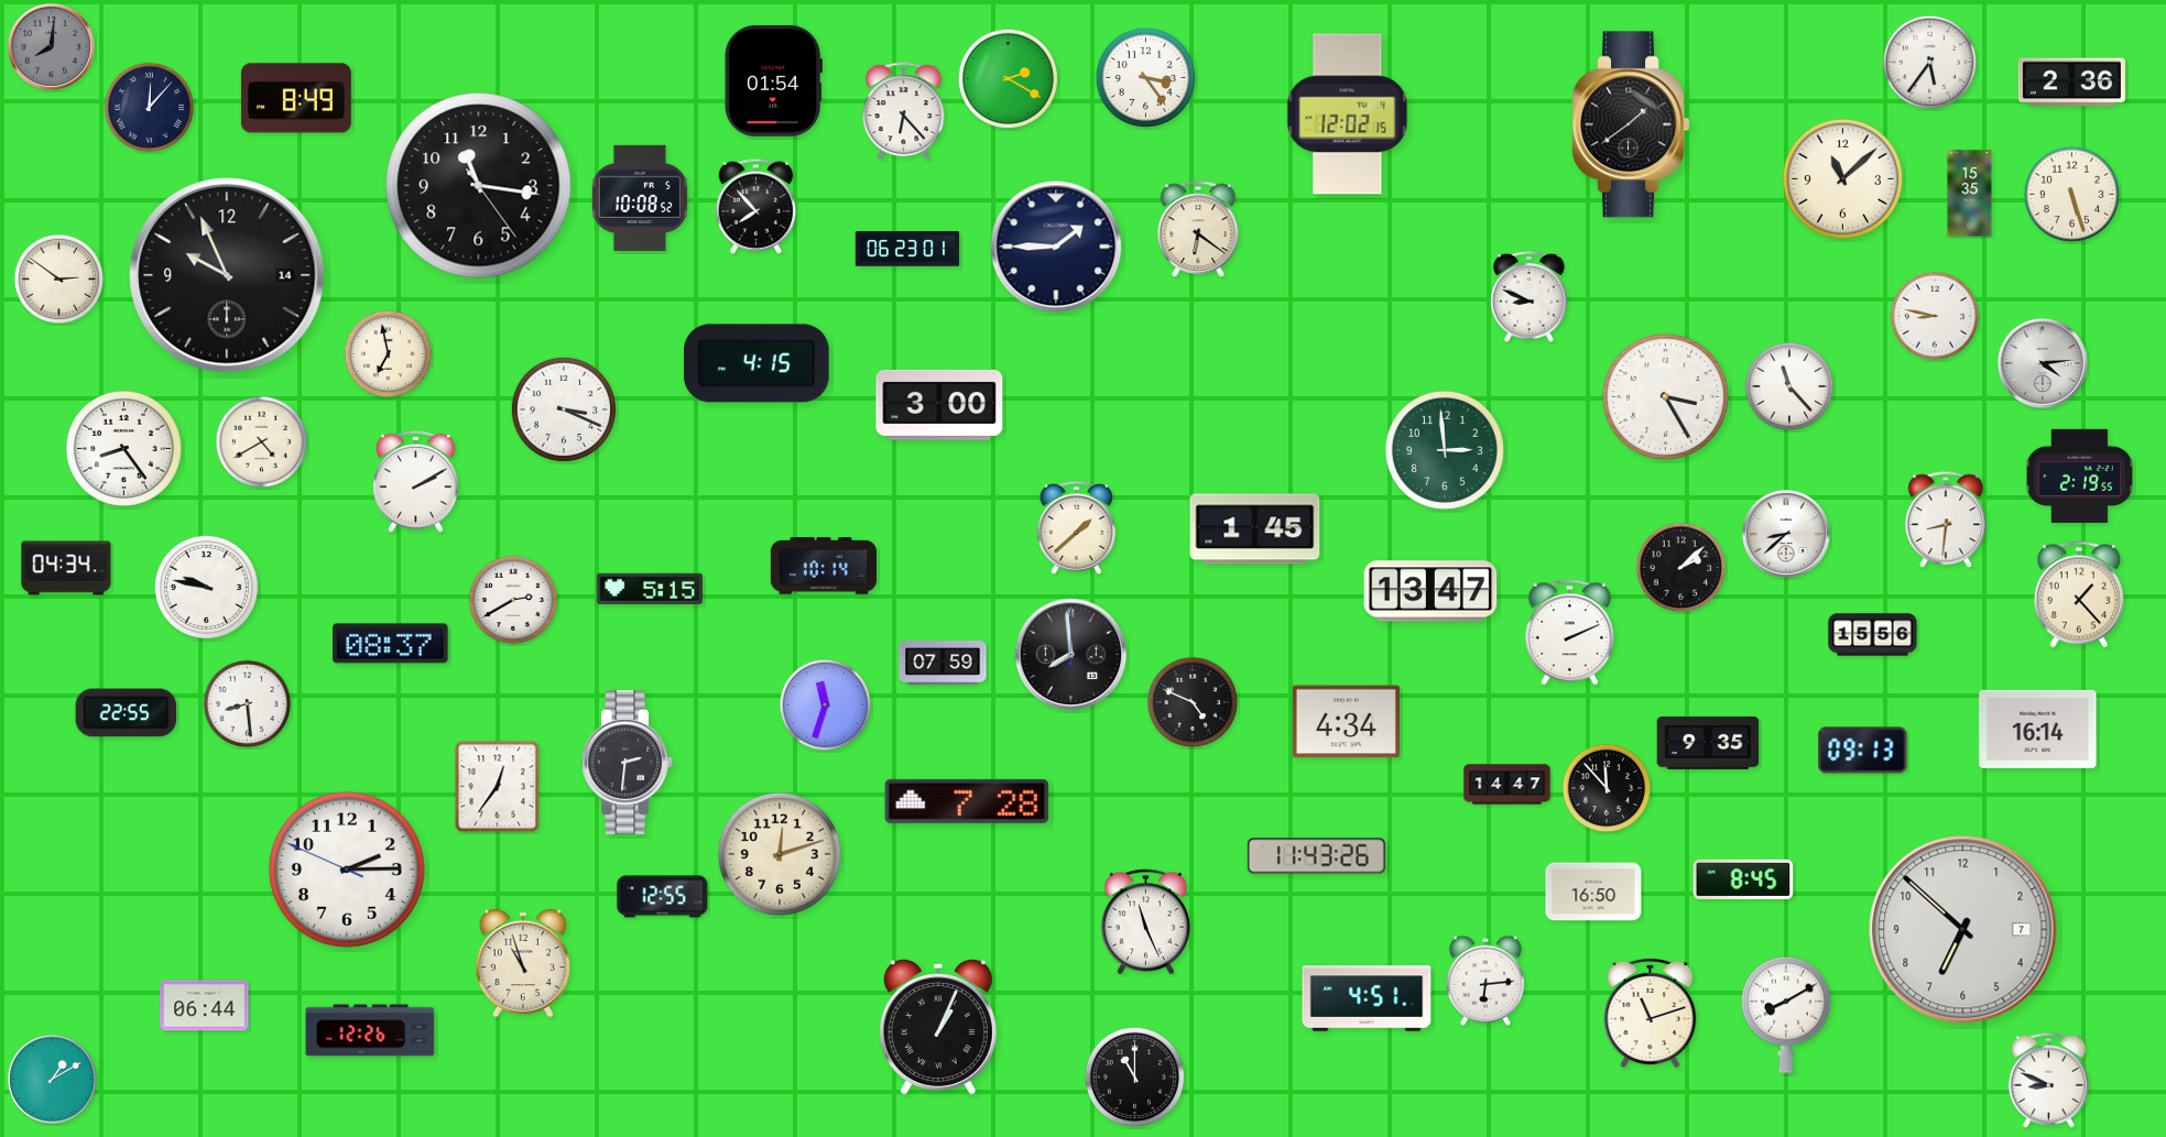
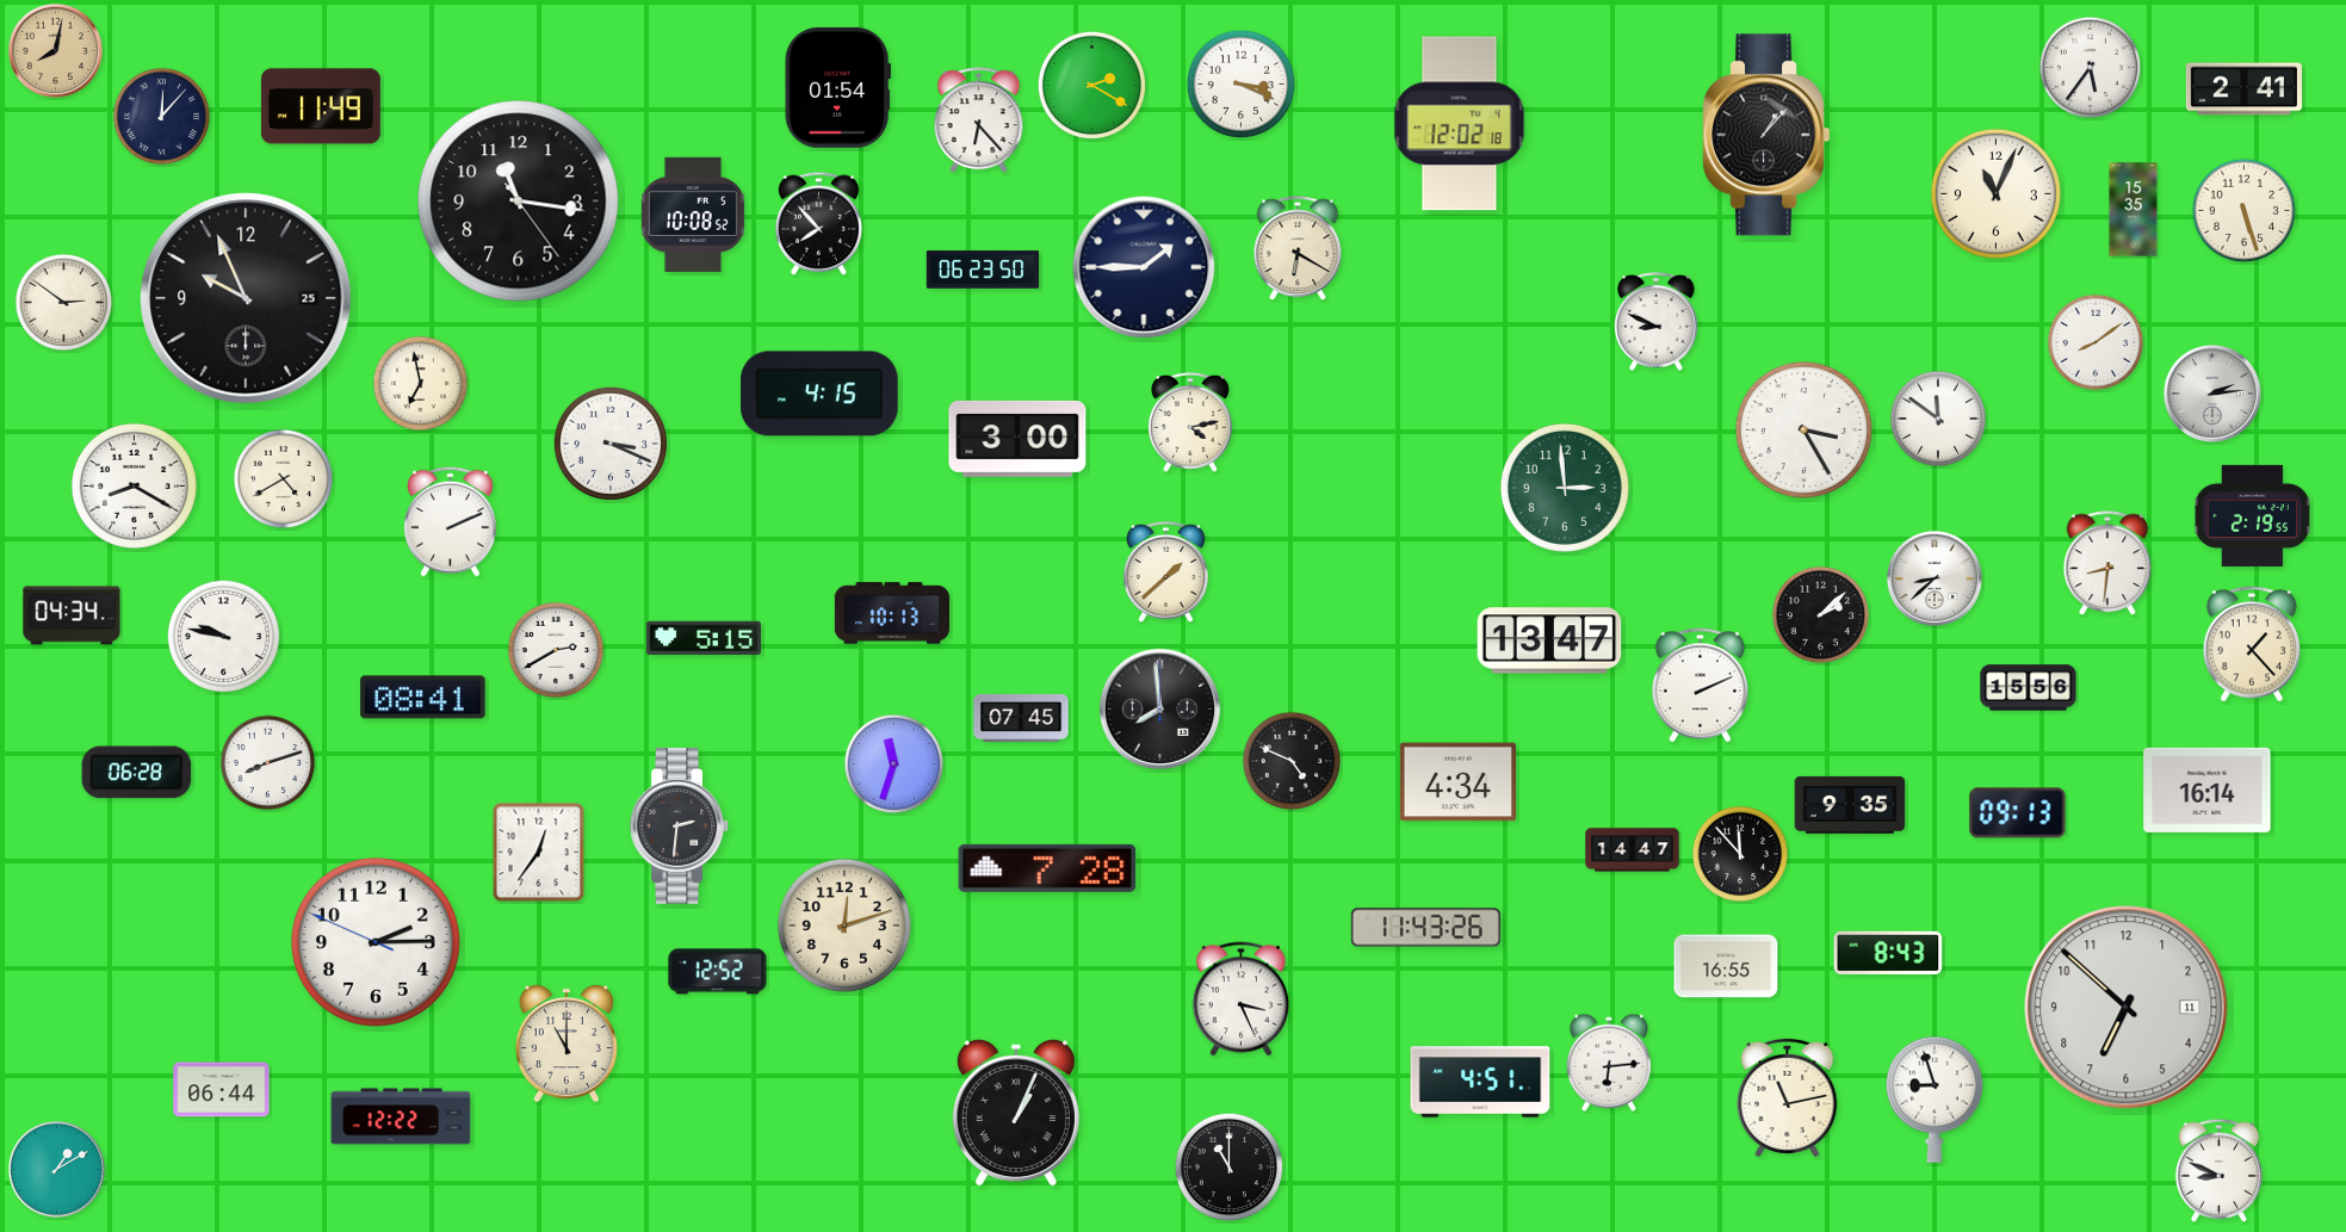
clock at (51, 46): 8:01 -> 8:02
clock at (51, 46) dial: grey -> champagne
clock at (1145, 77): 3:24 -> 3:19
clock at (2071, 83): 2:36 -> 2:41
clock at (296, 98): 8:49 -> 11:49
clock at (1348, 114): 12:02:15 -> 12:02:18
clock at (1630, 124): 1:39 -> 1:07
clock at (1842, 178): 11:08 -> 11:04
clock at (1198, 230): 6:21 -> 6:20
clock at (907, 249): 06:23:01 -> 06:23:50
clock at (227, 275) date: 14 -> 25
clock at (1935, 316): 8:47 -> 8:09
clock at (2043, 363): 4:14 -> 2:14
clock at (1789, 386): 11:23 -> 11:51
clock at (1190, 422): none -> 4:13
clock at (123, 448): 8:24 -> 8:20
clock at (416, 481): 2:10 -> 2:11
clock at (1255, 529): 1:45 -> none
clock at (823, 566): 10:14 -> 10:13
clock at (391, 644): 08:37 -> 08:41
clock at (943, 663): 07:59 -> 07:45
clock at (248, 704): 8:29 -> 8:12
clock at (127, 713): 22:55 -> 06:28
clock at (1743, 879): 8:45 -> 8:43
clock at (1593, 892): 16:50 -> 16:55
clock at (663, 897): 12:55 -> 12:52
clock at (1145, 922): 11:26 -> 3:26
clock at (1963, 930) date: 7 -> 11
clock at (522, 963): 10:57 -> 11:00
clock at (1651, 1013): 11:12 -> 11:13
clock at (1786, 1015): 8:10 -> 8:57
clock at (370, 1030): 12:26 -> 12:22
